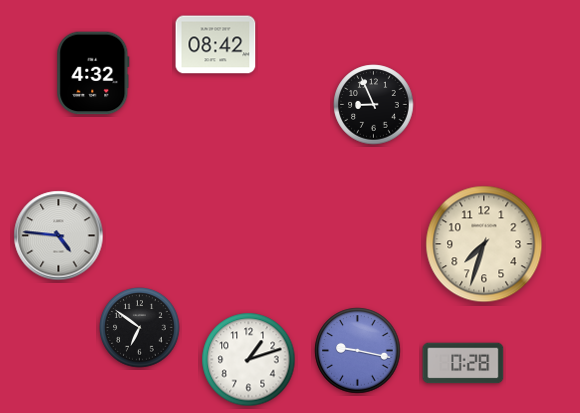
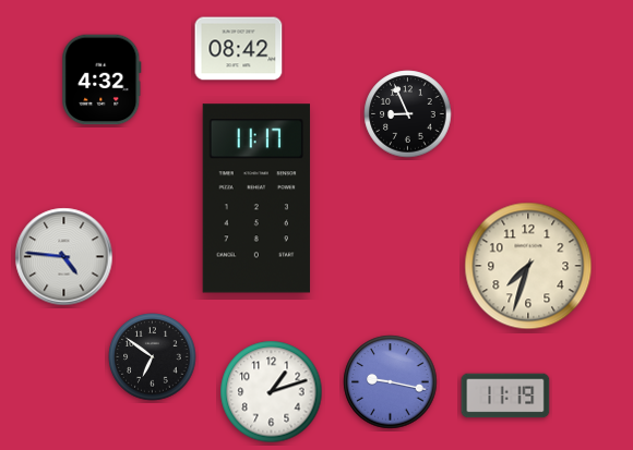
clock at (216, 45) position: (216, 45) -> (239, 49)
clock at (256, 198): none -> 11:17
clock at (463, 363): 0:28 -> 11:19
